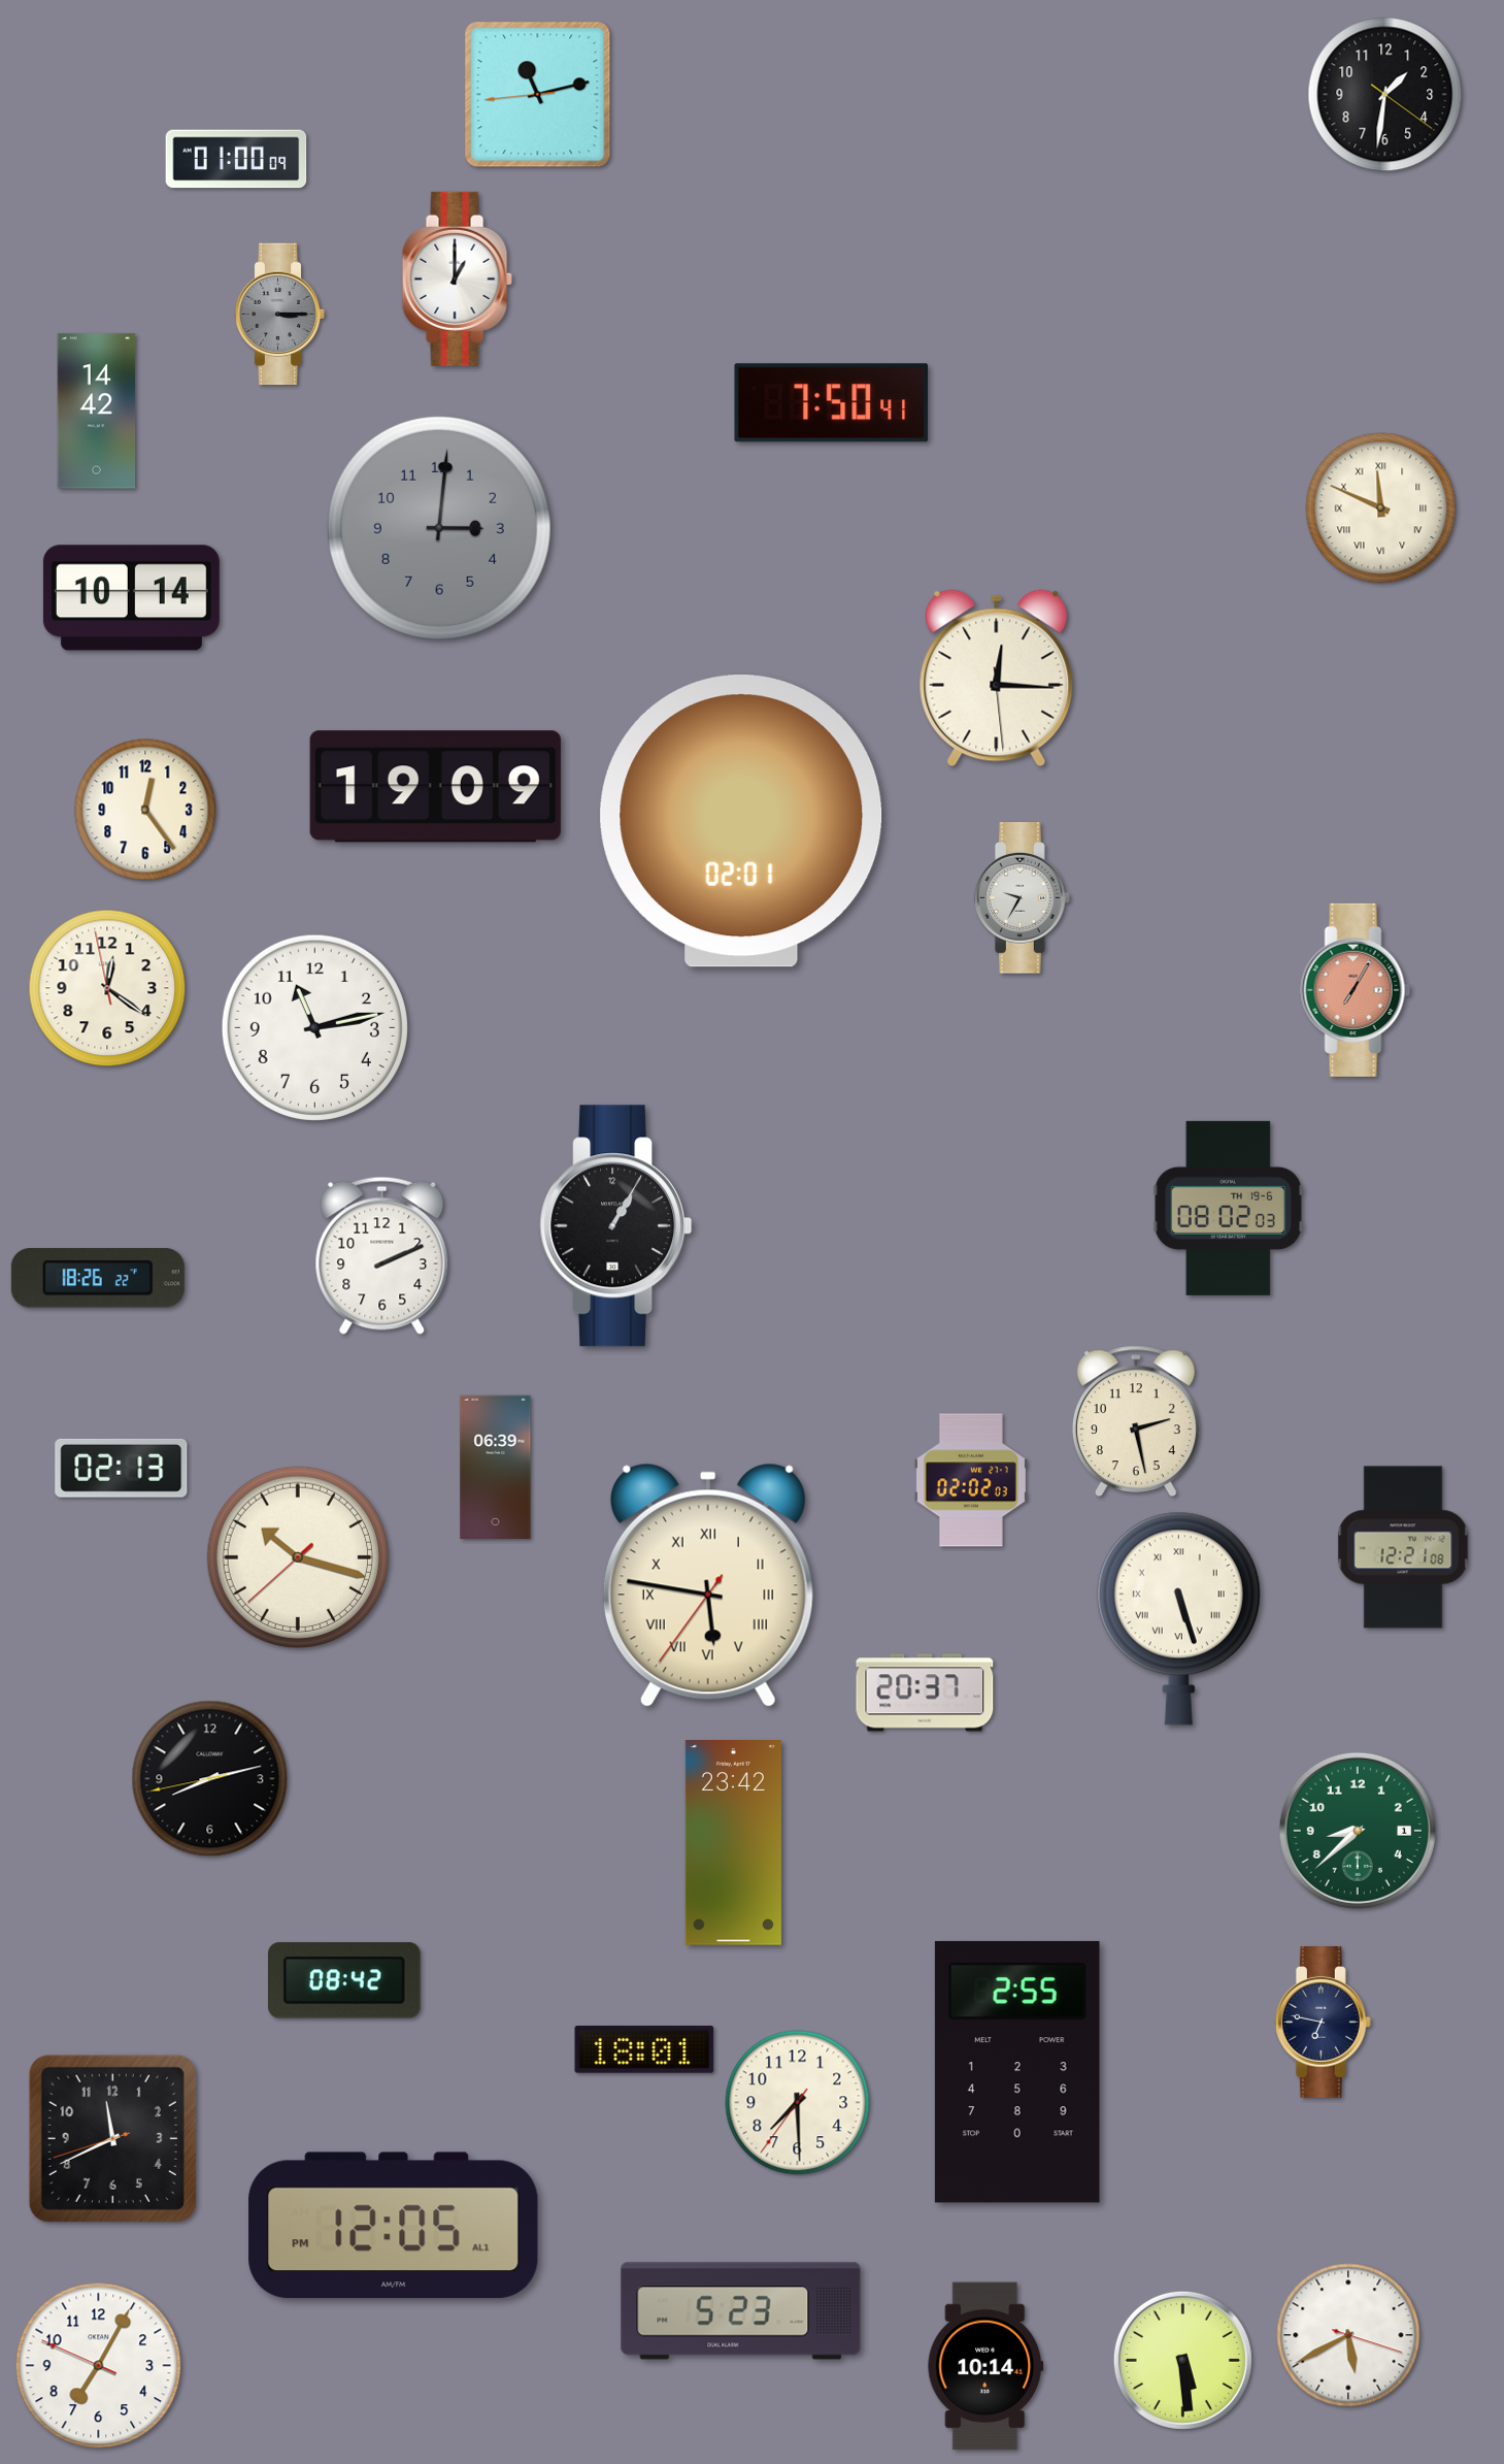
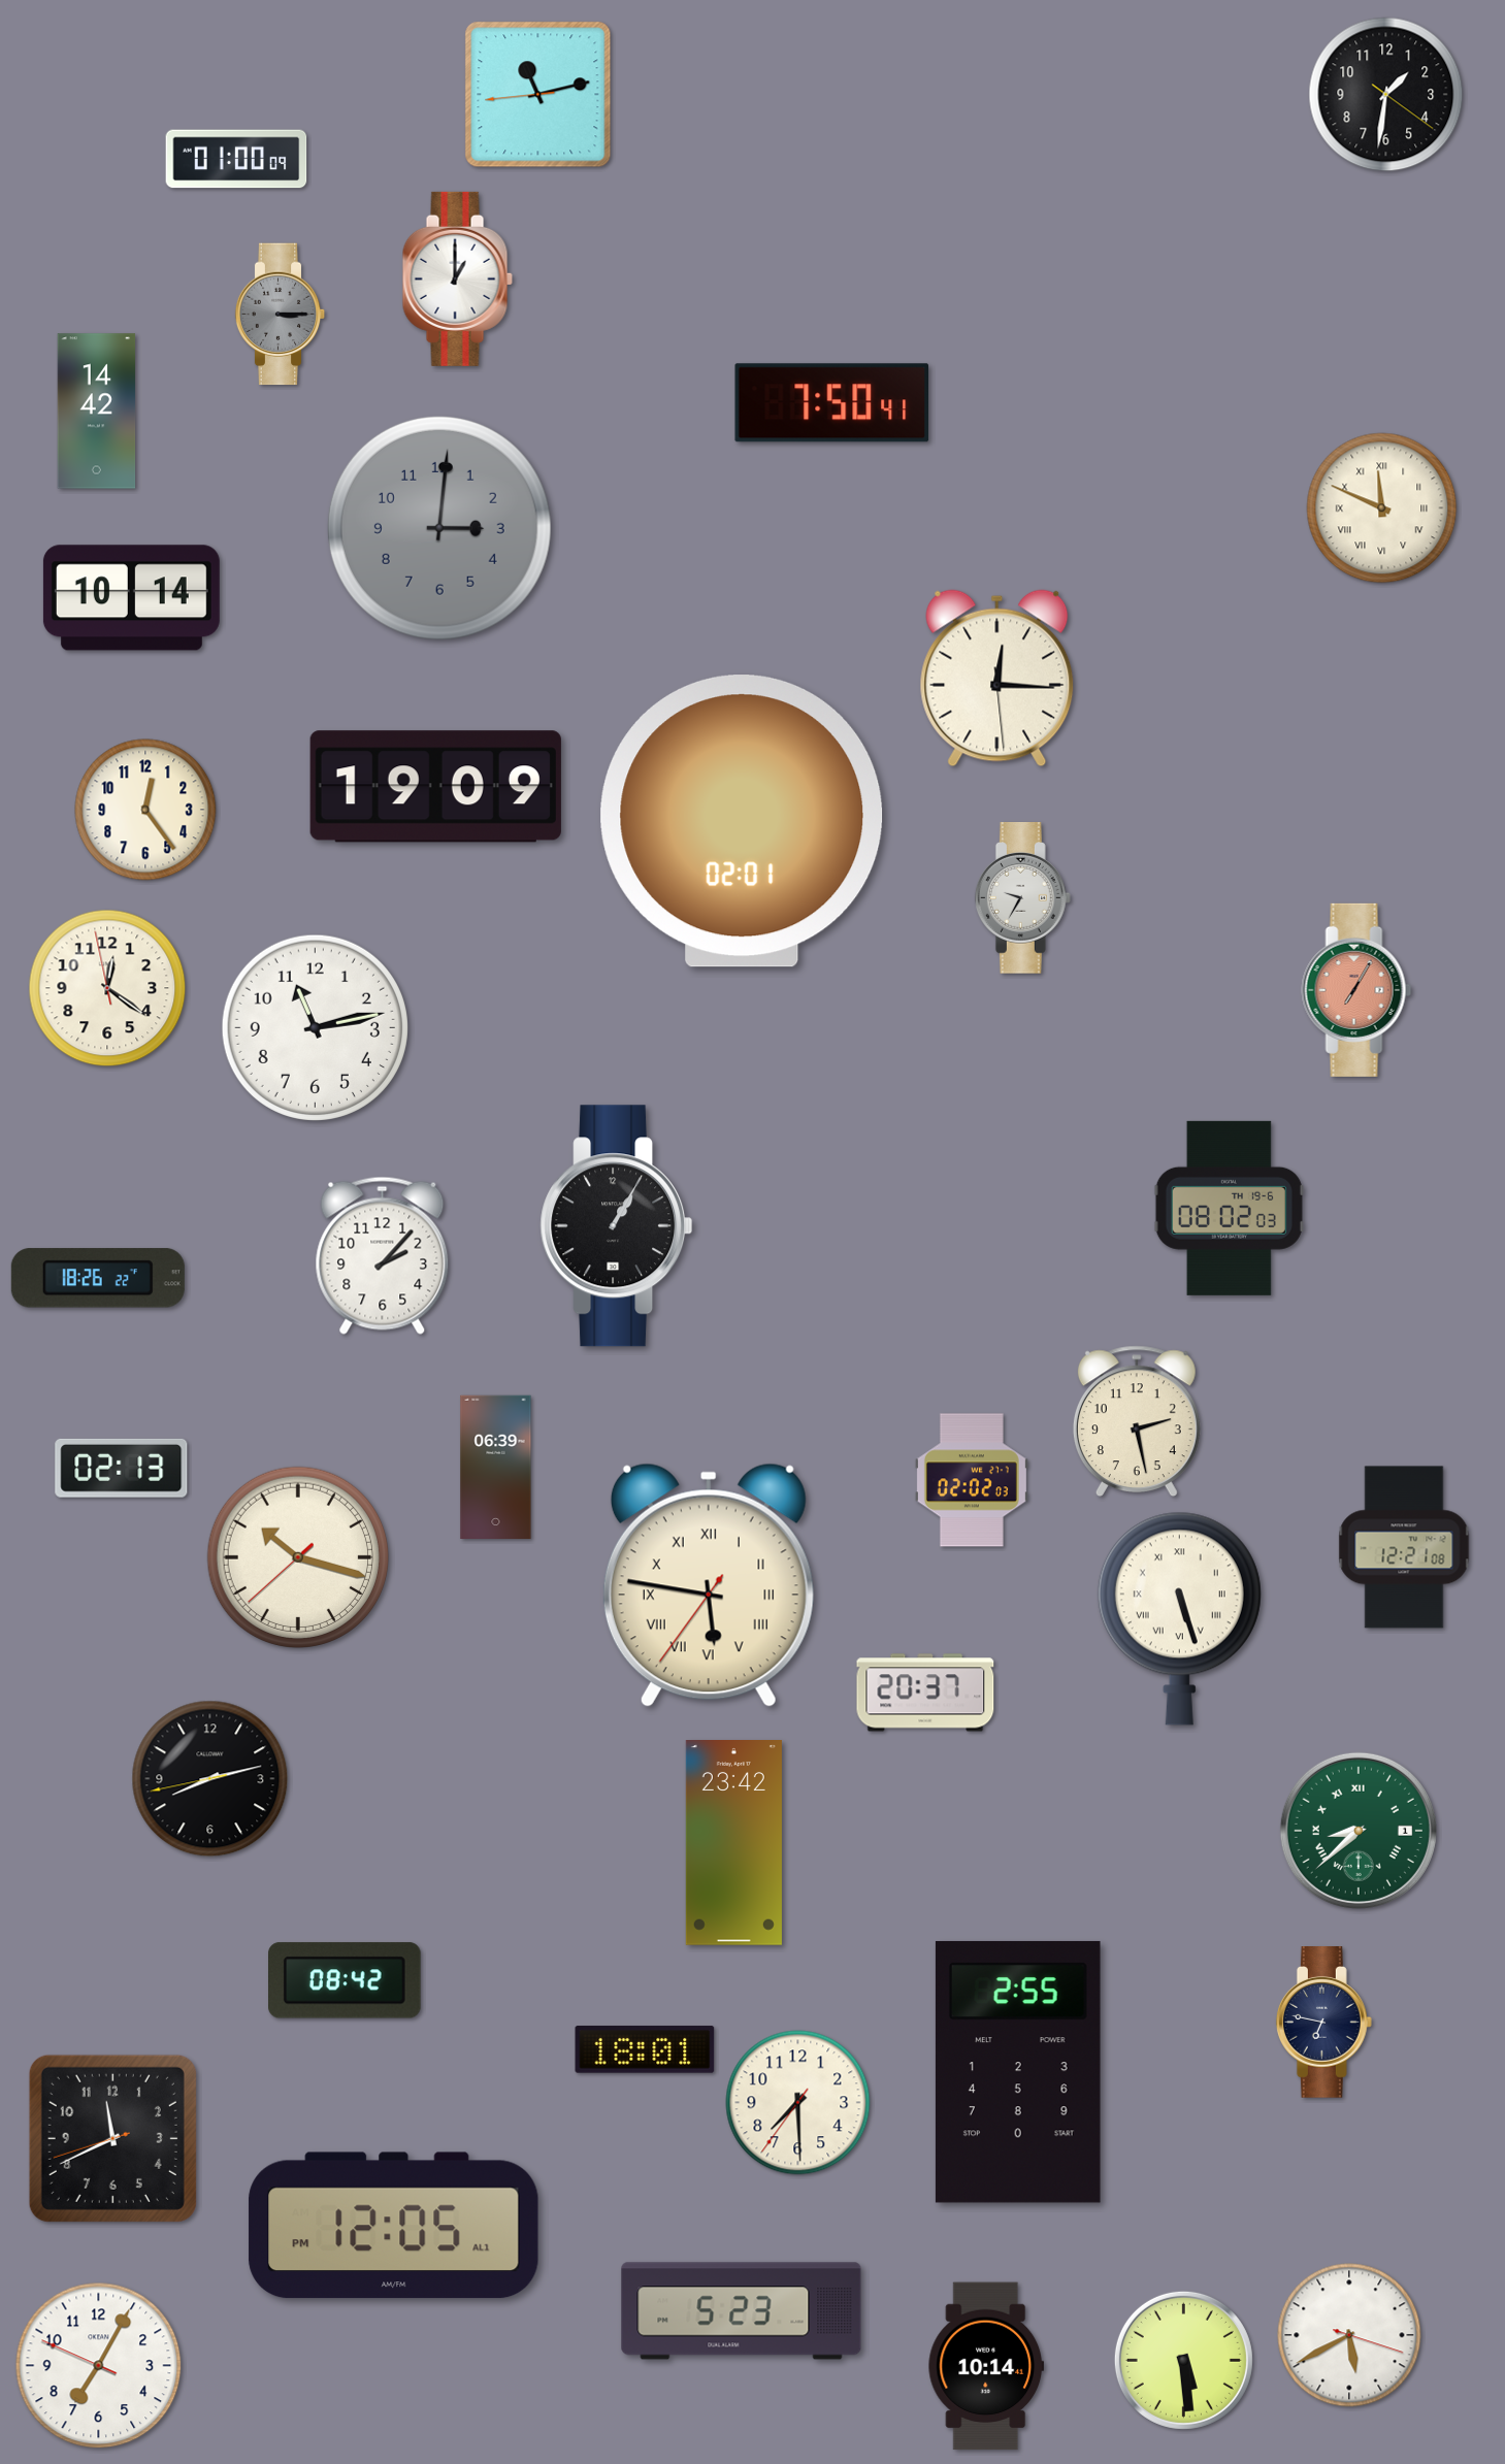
clock at (382, 1255): 2:11 -> 2:07
clock at (1358, 1831) numerals: Arabic -> Roman
